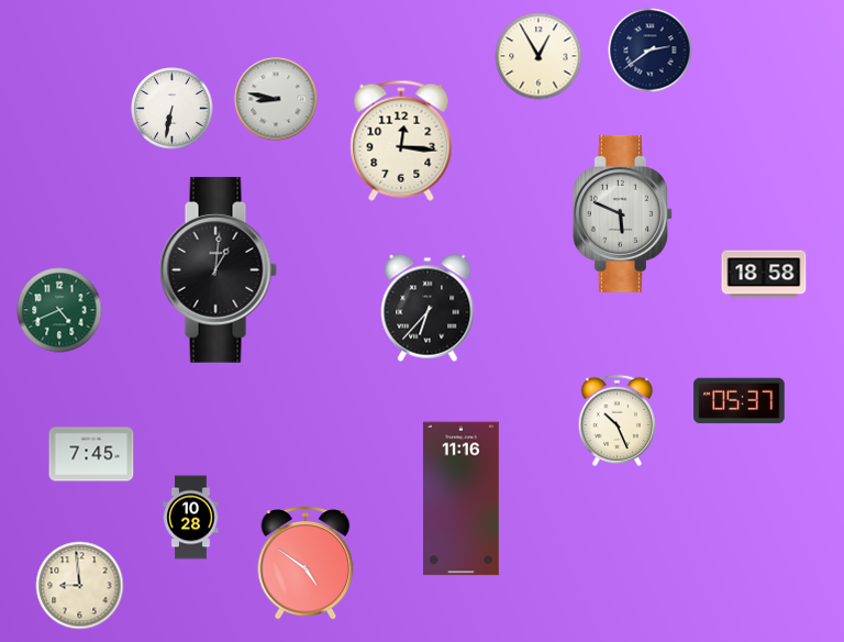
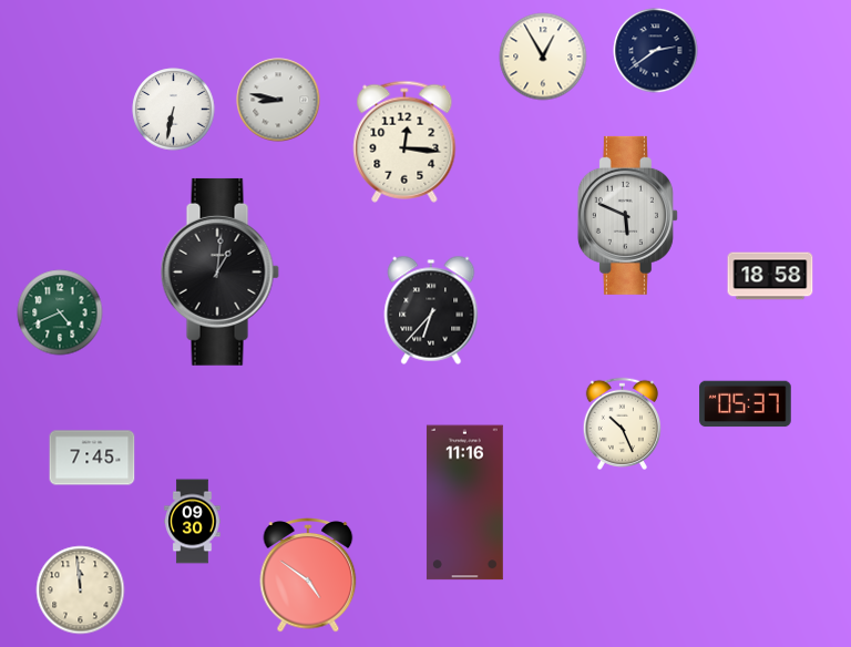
clock at (191, 518): 10:28 -> 09:30
clock at (306, 564) position: (306, 564) -> (308, 576)
clock at (80, 586): 8:59 -> 11:59
